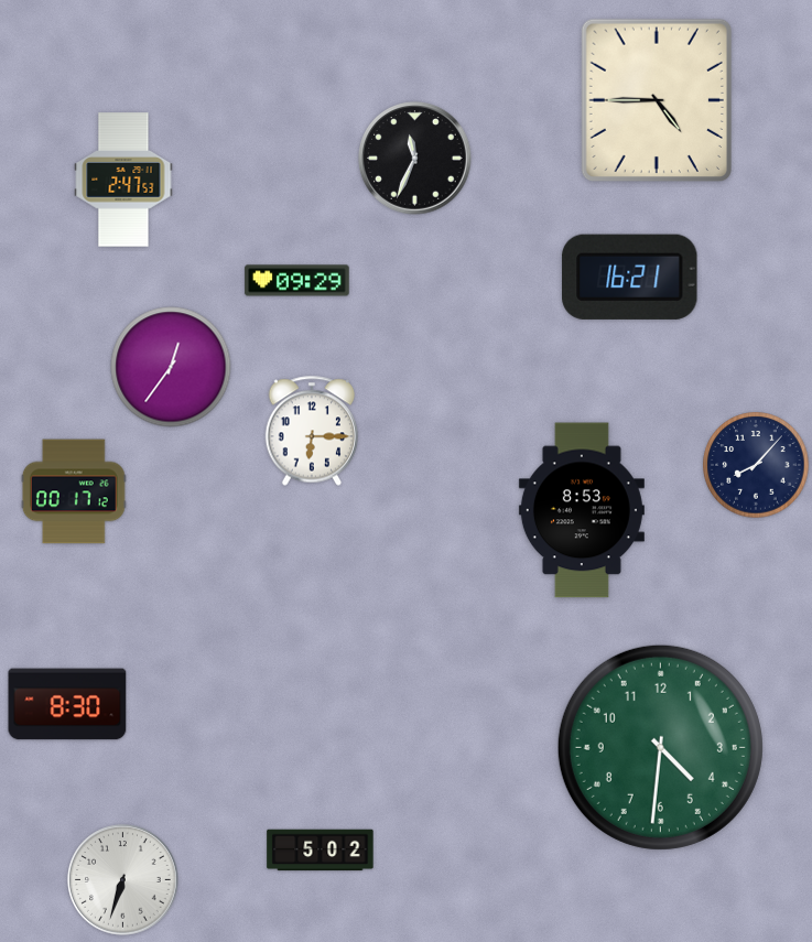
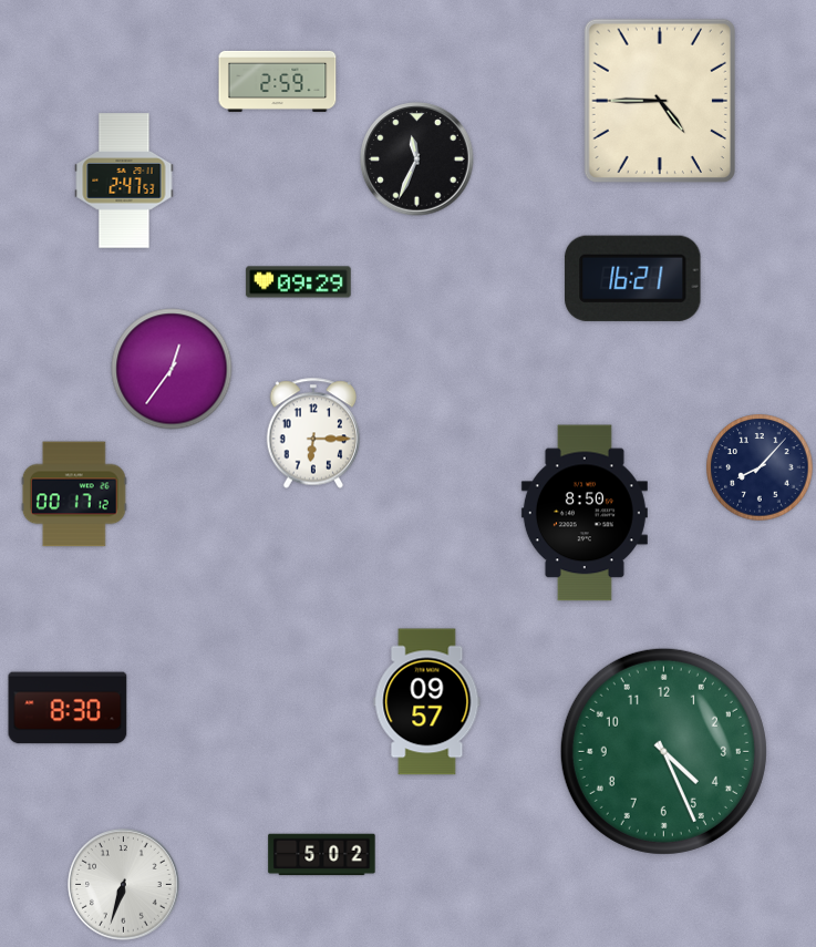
clock at (278, 81): none -> 2:59
clock at (582, 510): 8:53 -> 8:50
clock at (427, 702): none -> 09:57
clock at (660, 747): 4:31 -> 4:26
